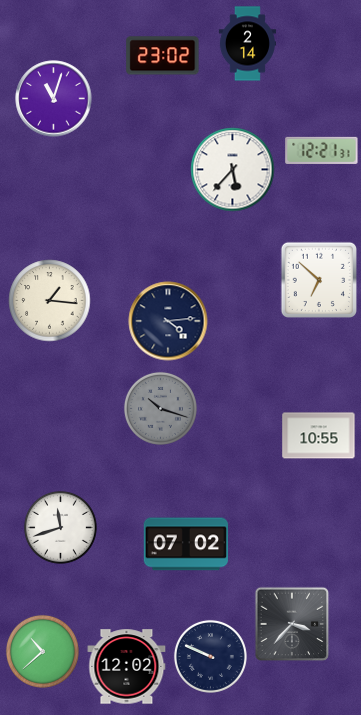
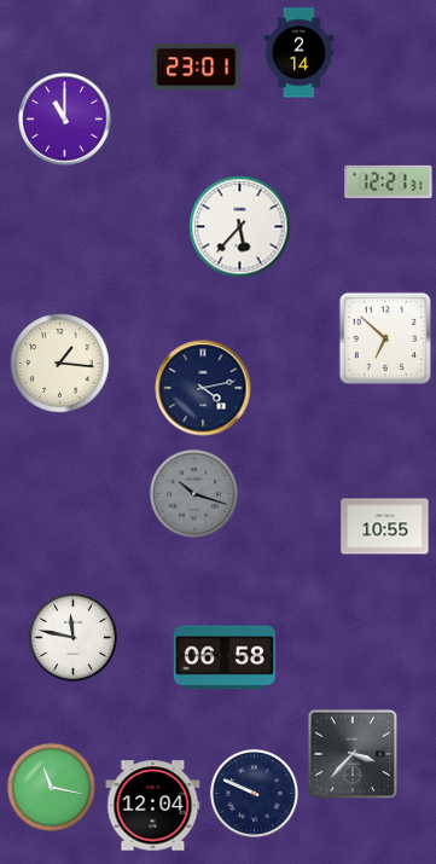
clock at (163, 56): 23:02 -> 23:01
clock at (54, 99): 11:03 -> 11:00
clock at (233, 170) position: (233, 170) -> (240, 227)
clock at (168, 321): 4:14 -> 4:13
clock at (60, 527): 11:42 -> 11:47
clock at (185, 544): 07:02 -> 06:58
clock at (42, 651): 10:38 -> 11:17
clock at (127, 667): 12:02 -> 12:04
